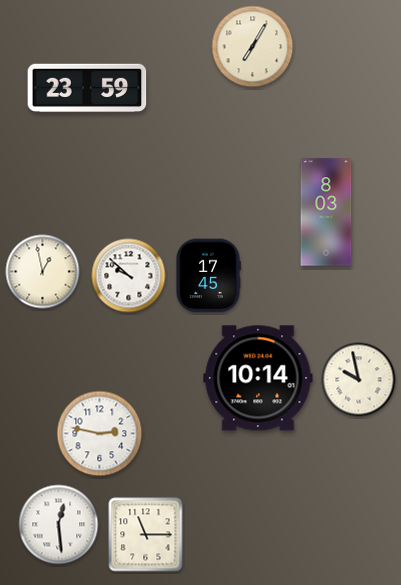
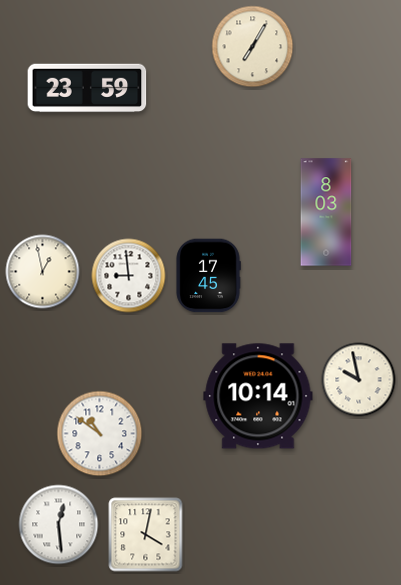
clock at (129, 276): 9:52 -> 8:59
clock at (258, 378) position: (258, 378) -> (258, 396)
clock at (100, 434): 2:47 -> 10:51
clock at (146, 535): 11:15 -> 4:02
